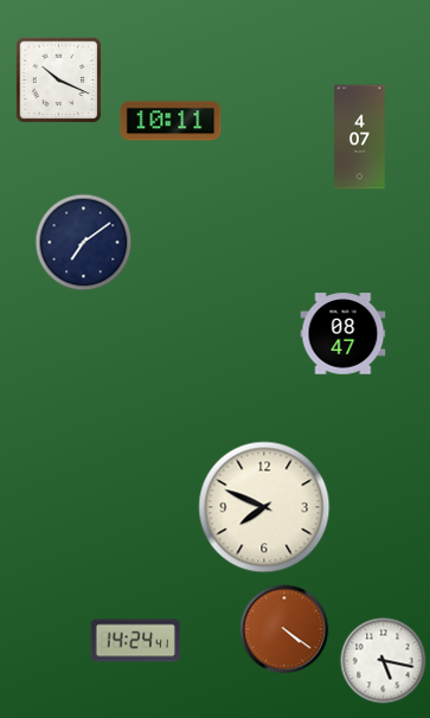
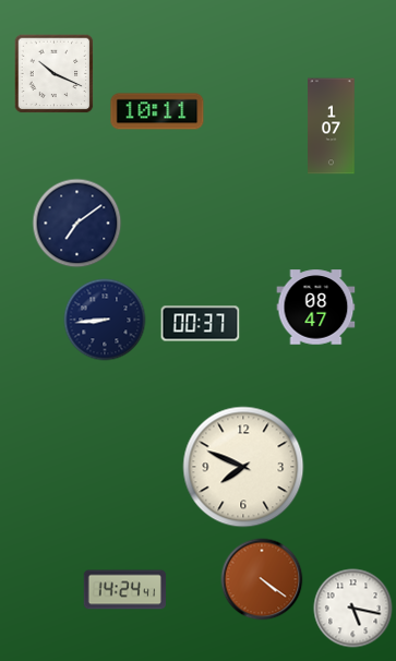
clock at (360, 137): 4:07 -> 1:07
clock at (105, 320): none -> 8:44
clock at (201, 324): none -> 00:37
